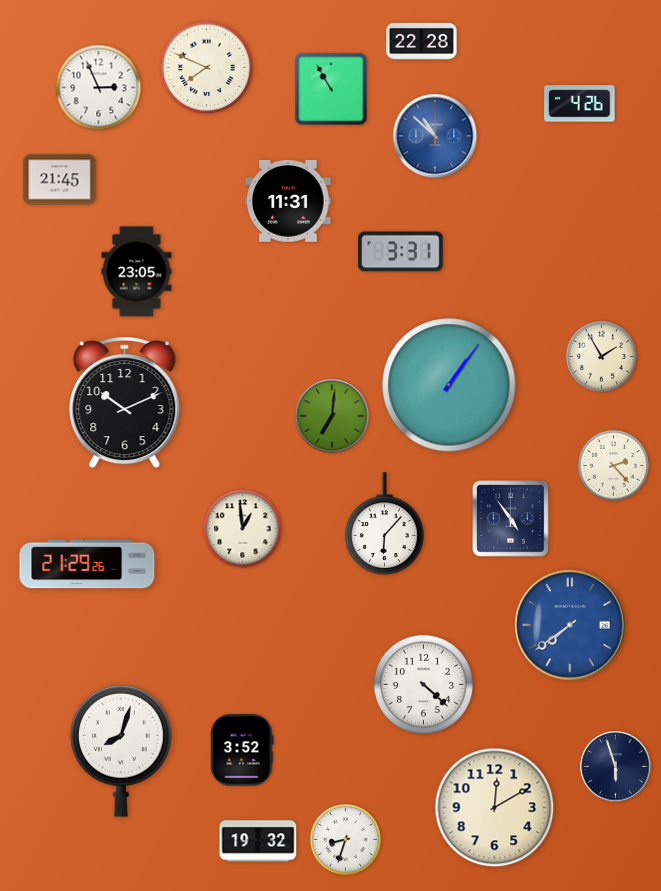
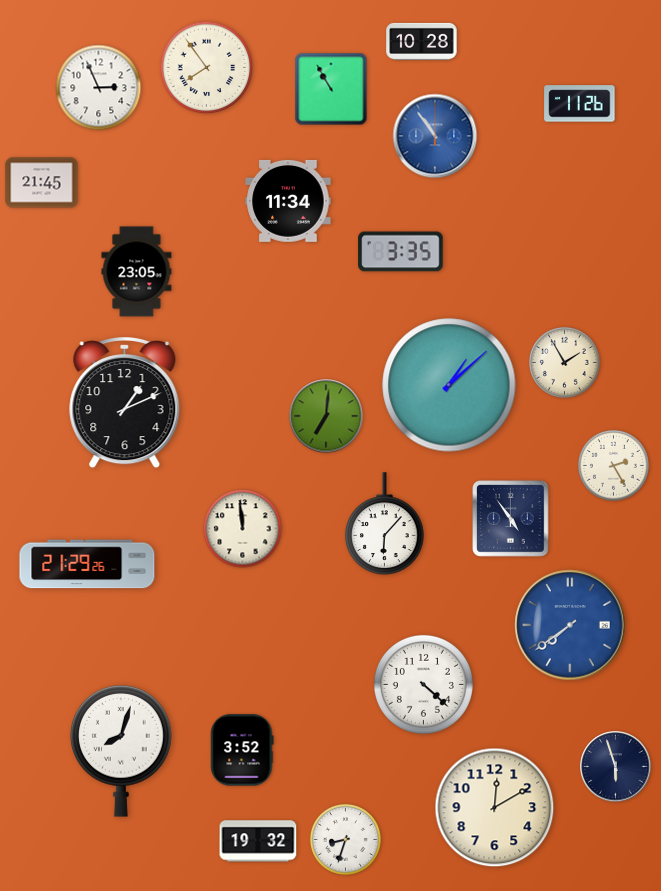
clock at (422, 41): 22:28 -> 10:28
clock at (207, 68): 7:49 -> 7:54
clock at (580, 104): 4:26 -> 11:26
clock at (435, 136): 10:52 -> 10:54
clock at (60, 180) position: (60, 180) -> (42, 183)
clock at (288, 201): 11:31 -> 11:34
clock at (401, 252): 3:31 -> 3:35
clock at (601, 356) position: (601, 356) -> (564, 362)
clock at (449, 385): 1:06 -> 1:08
clock at (125, 404): 10:11 -> 1:11
clock at (332, 416) position: (332, 416) -> (326, 416)
clock at (613, 465): 2:23 -> 2:25
clock at (243, 529): 12:59 -> 11:59
